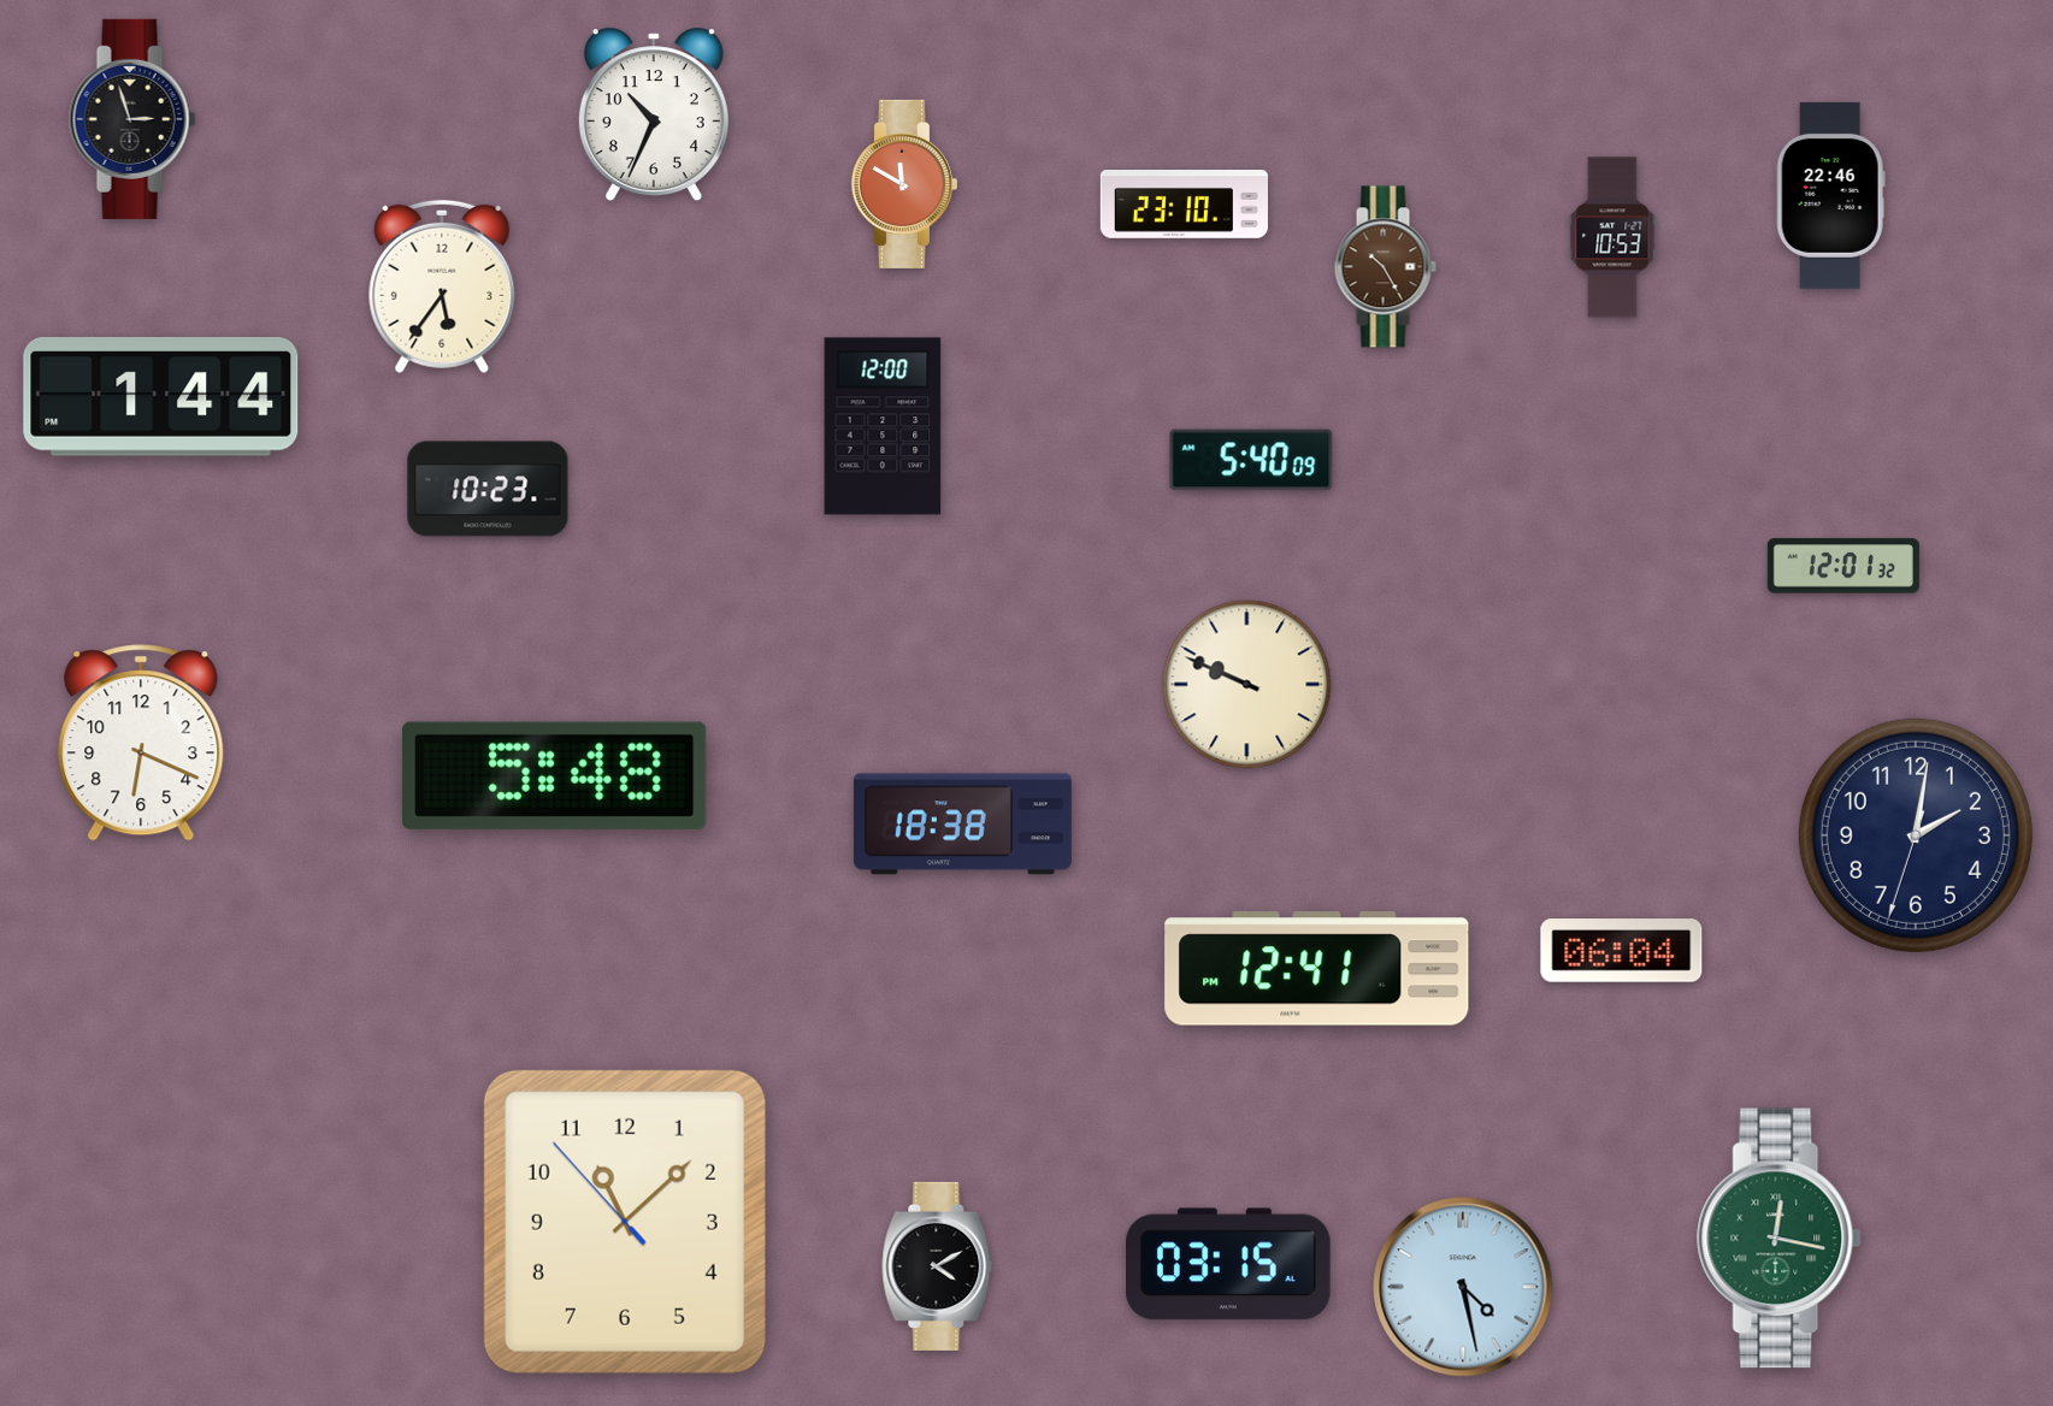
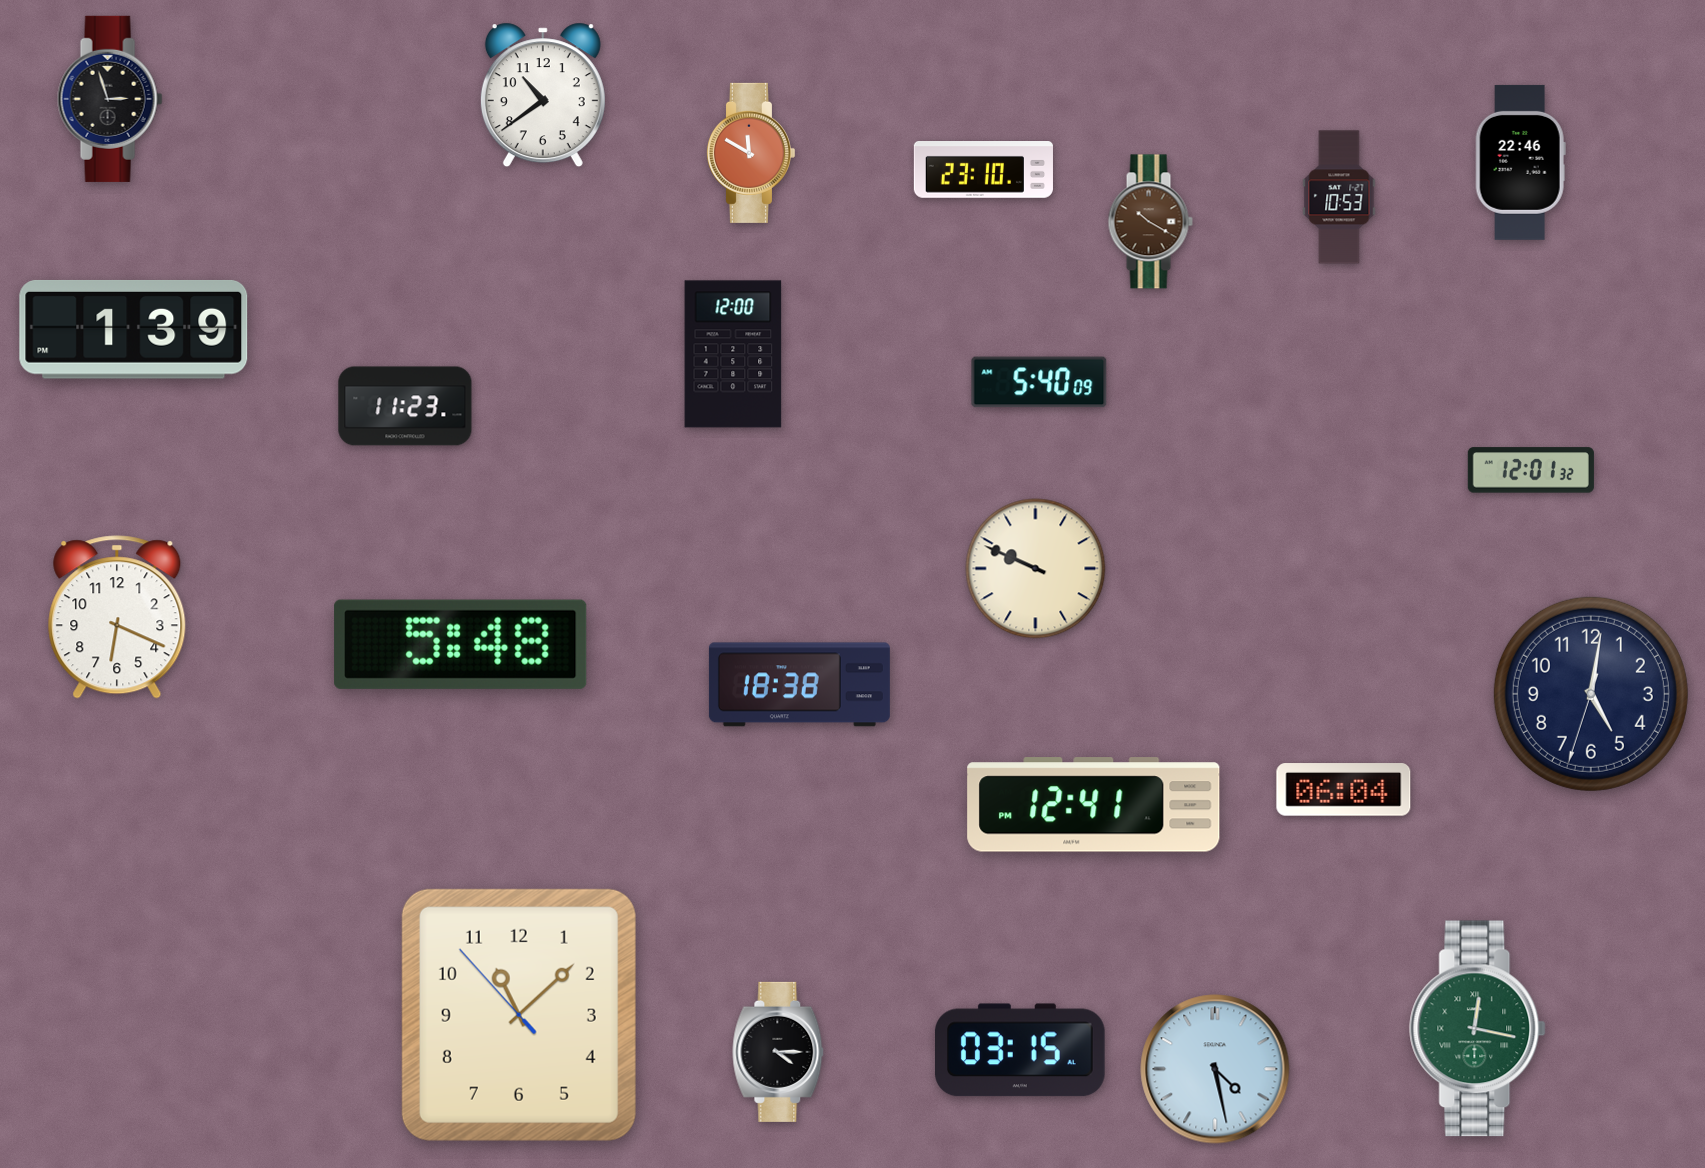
clock at (654, 114): 10:34 -> 10:39
clock at (1385, 267): 10:25 -> 10:20
clock at (442, 286): 5:36 -> none
clock at (161, 396): 1:44 -> 1:39
clock at (488, 489): 10:23 -> 11:23
clock at (1916, 835): 2:01 -> 5:01
clock at (1622, 951) position: (1622, 951) -> (1344, 790)
clock at (937, 1266): 4:10 -> 4:15
